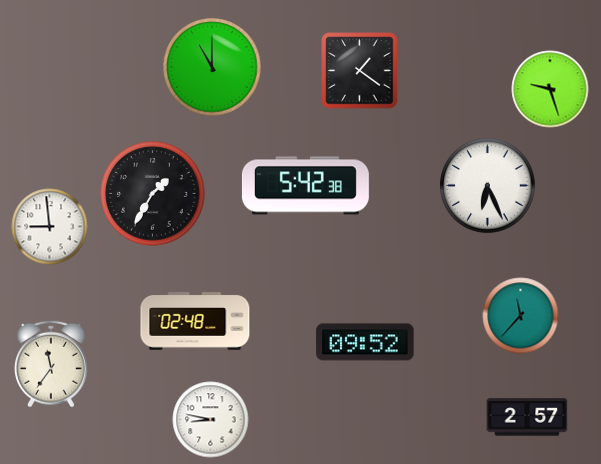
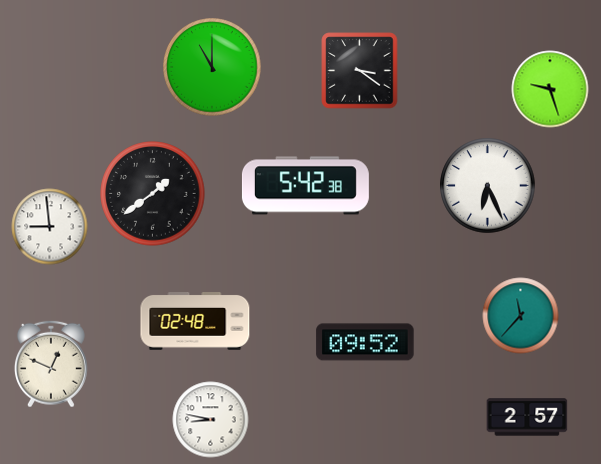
clock at (360, 71): 1:21 -> 3:21
clock at (153, 194): 1:35 -> 1:39
clock at (51, 364): 11:36 -> 12:49
